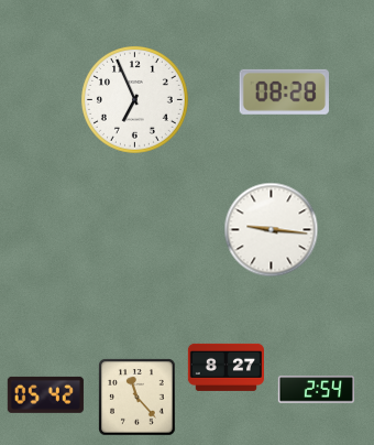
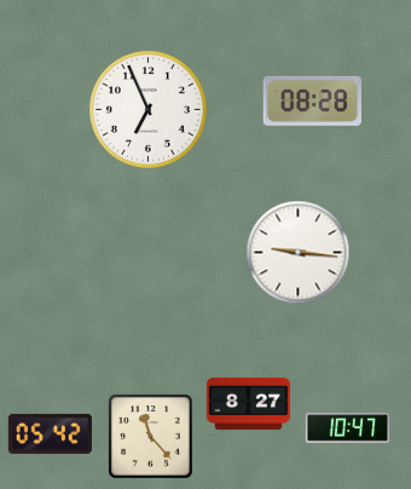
clock at (316, 390): 2:54 -> 10:47
